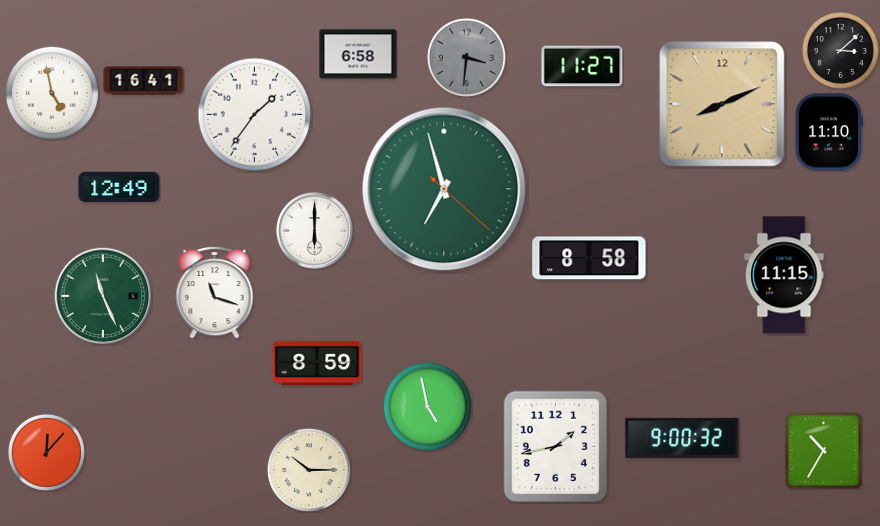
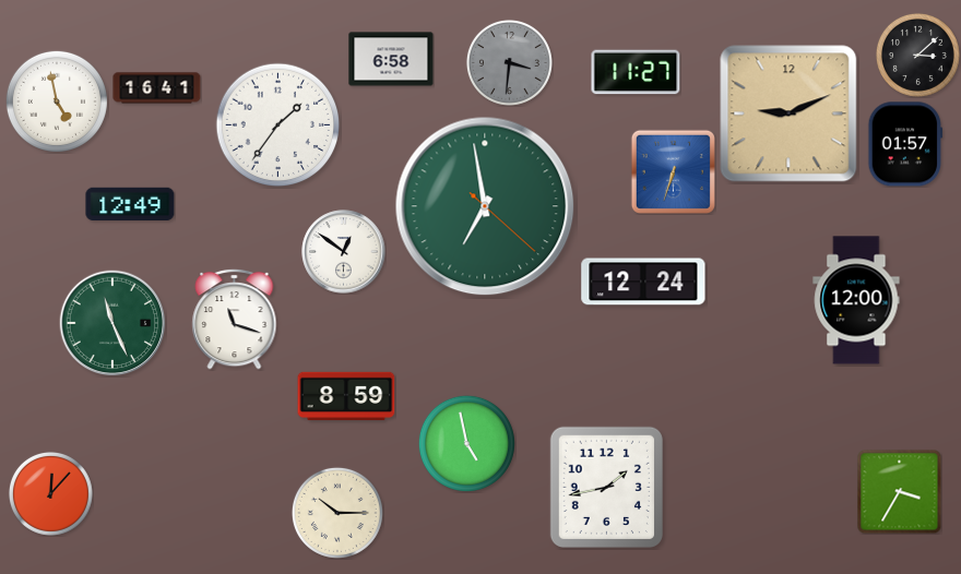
clock at (722, 104): 8:11 -> 9:11
clock at (829, 132): 11:10 -> 01:57
clock at (673, 171): none -> 6:33
clock at (444, 189): 6:57 -> 6:58
clock at (315, 231): 6:00 -> 12:51
clock at (589, 258): 8:58 -> 12:24
clock at (784, 275): 11:15 -> 12:00
clock at (682, 438): 9:00 -> none
clock at (823, 450): 10:35 -> 3:35
